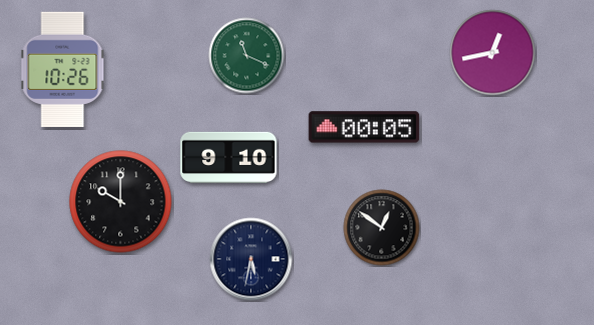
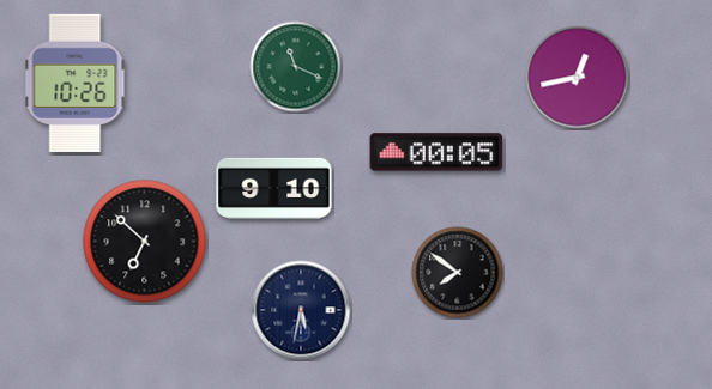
clock at (493, 53) position: (493, 53) -> (578, 78)
clock at (121, 202): 10:00 -> 6:52
clock at (382, 228): 12:51 -> 7:51
